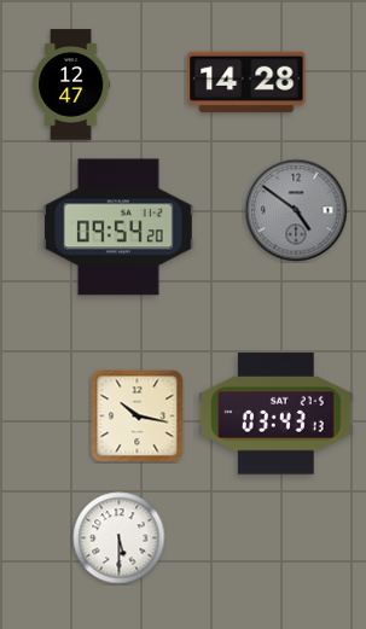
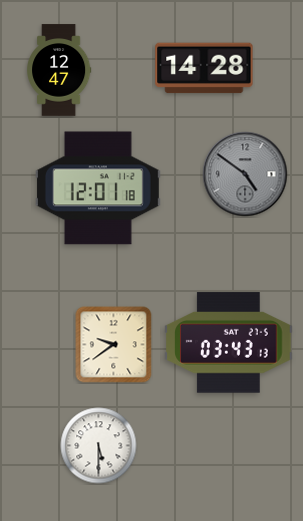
clock at (118, 227): 09:54 -> 12:01
clock at (138, 417): 10:17 -> 9:39
